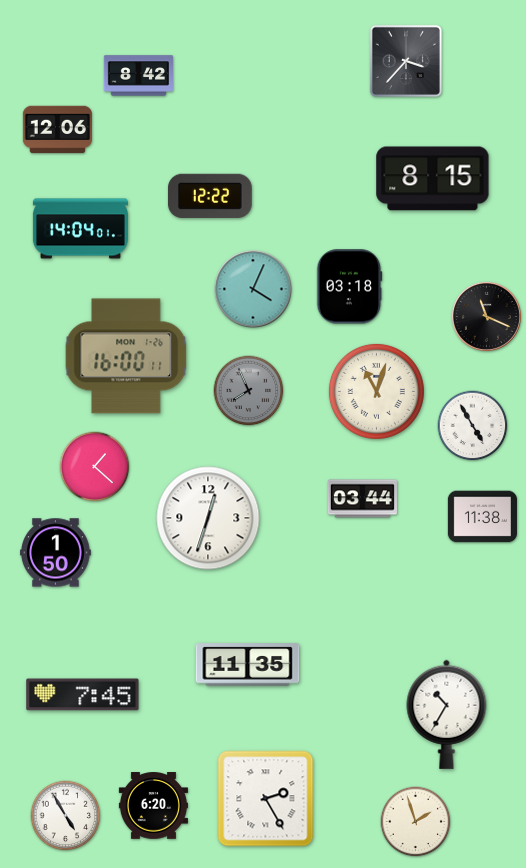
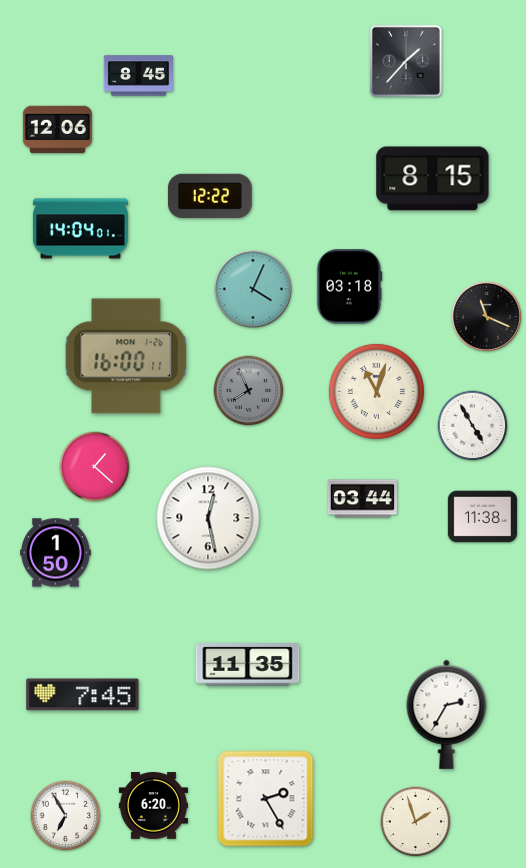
clock at (406, 61): 3:37 -> 1:37
clock at (138, 76): 8:42 -> 8:45
clock at (208, 518): 12:33 -> 12:28
clock at (447, 714): 10:35 -> 2:35
clock at (66, 816): 4:55 -> 6:55
